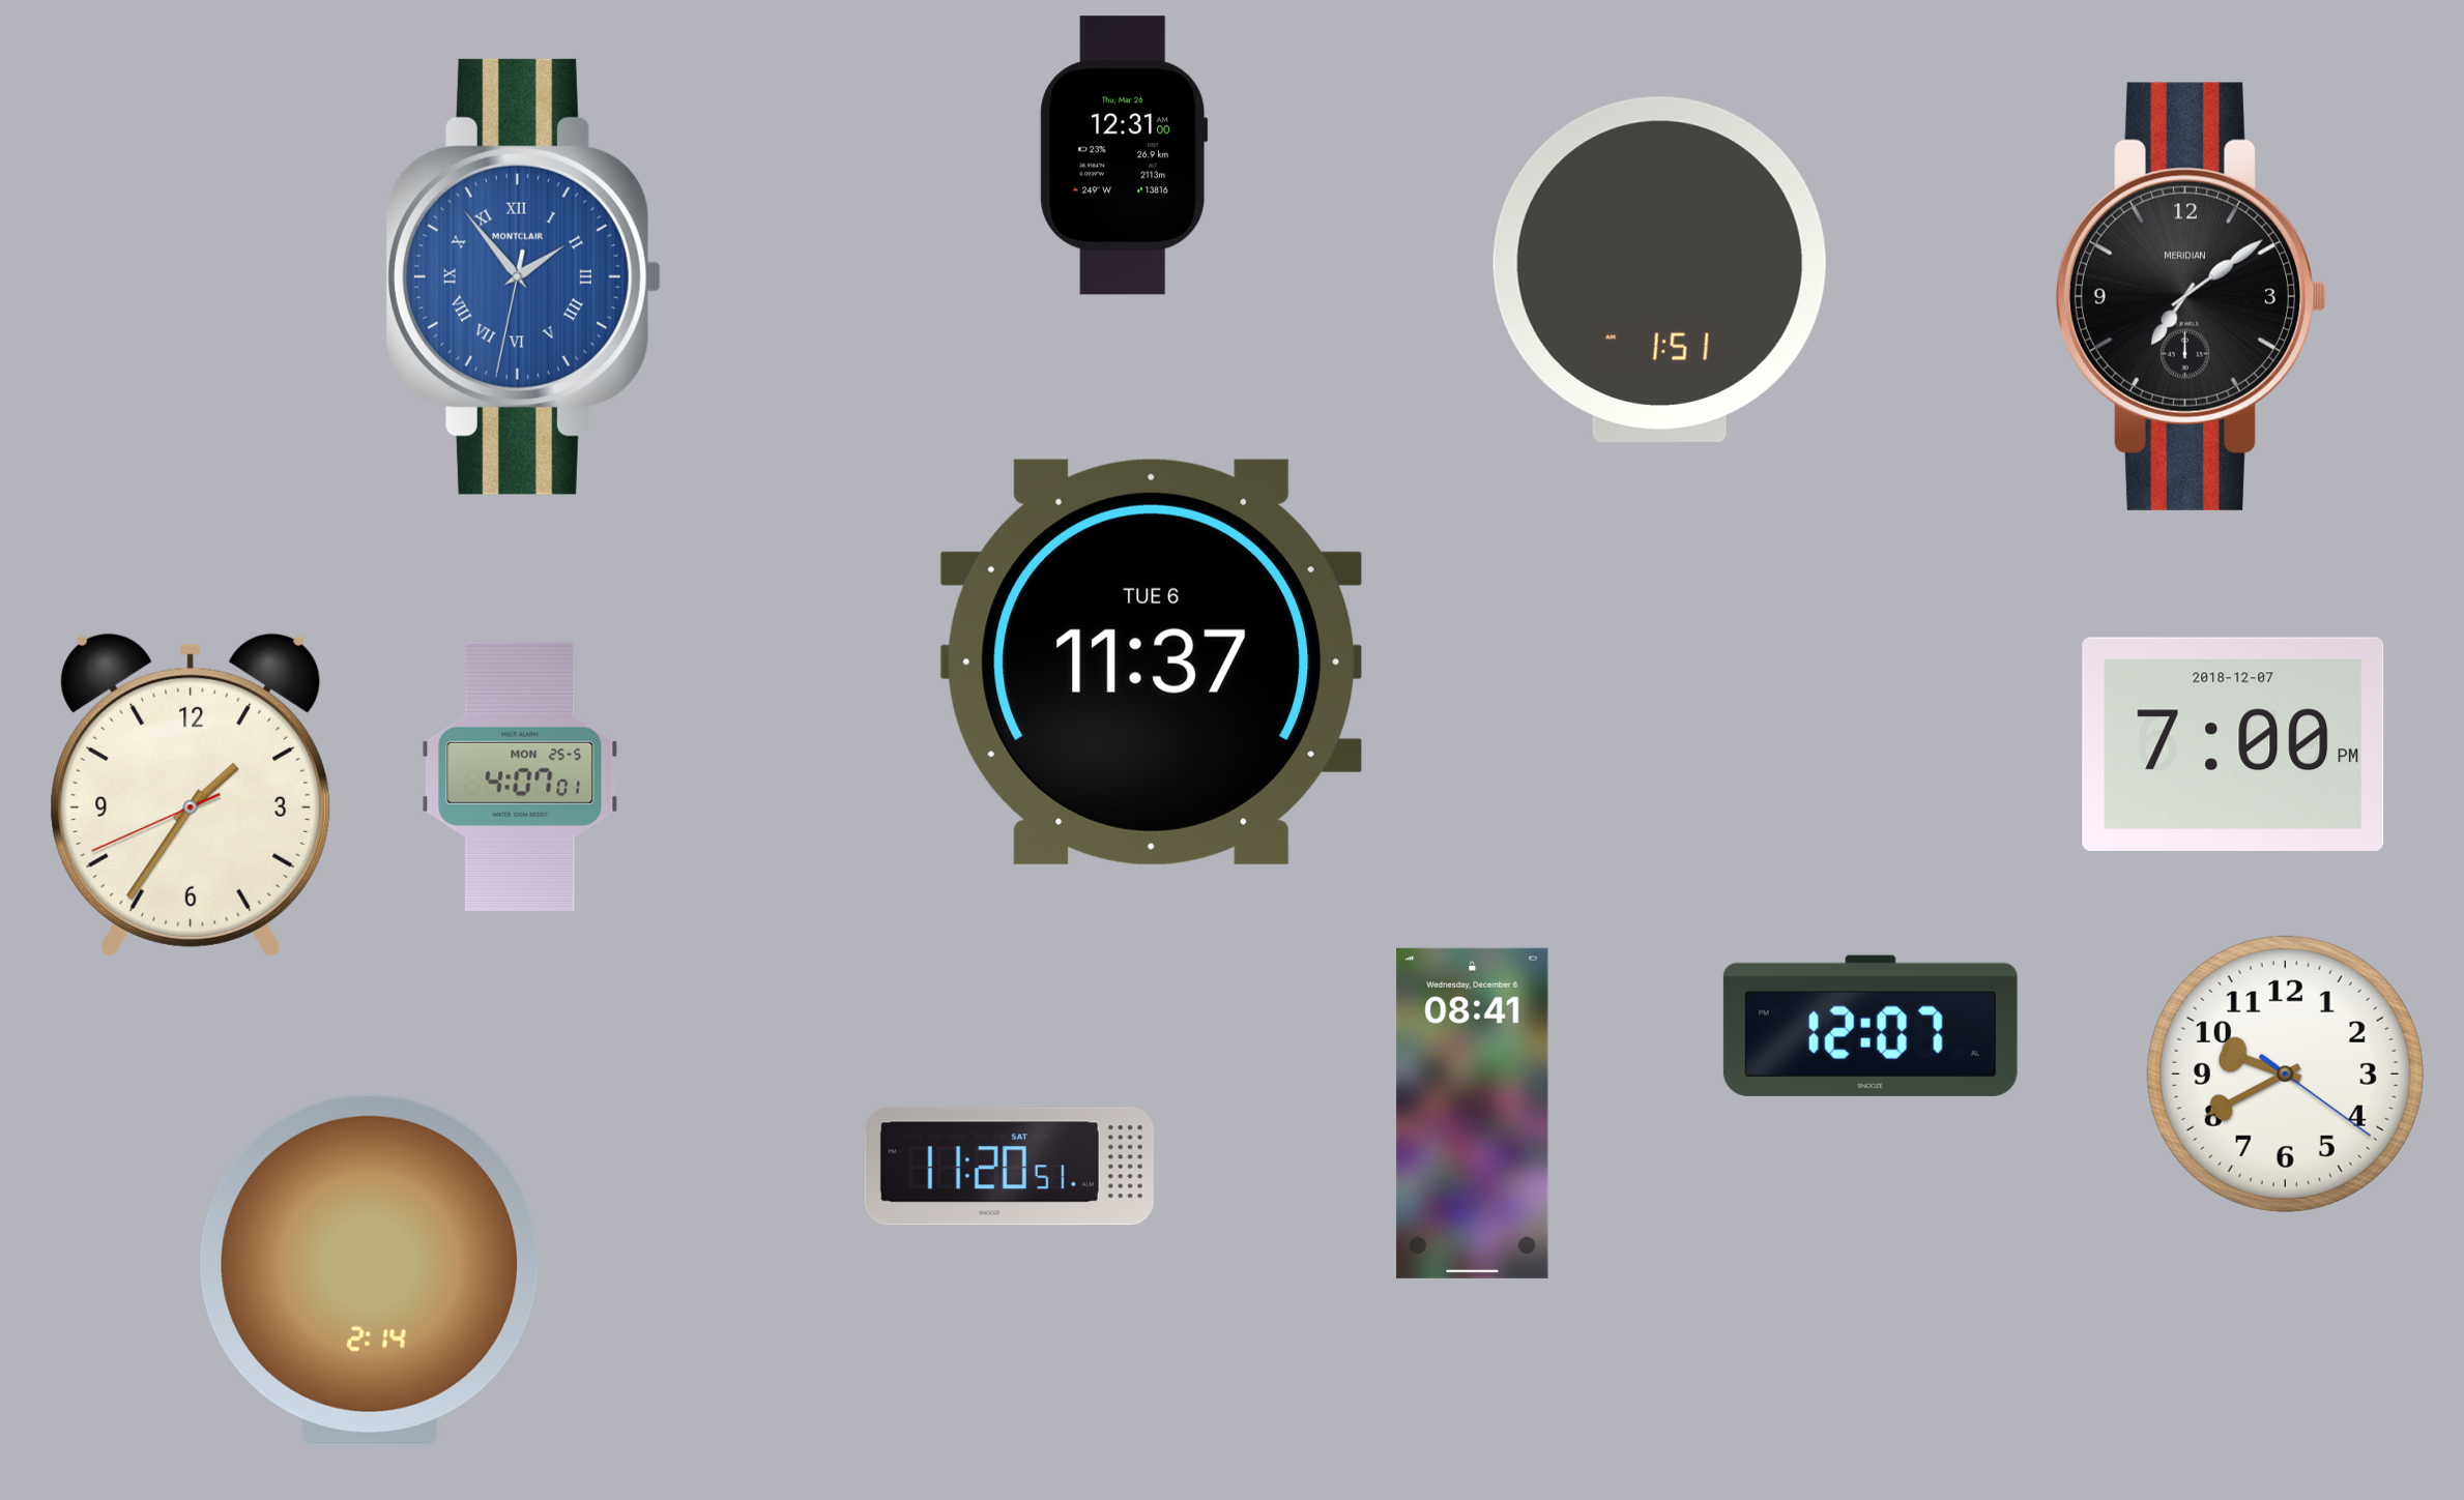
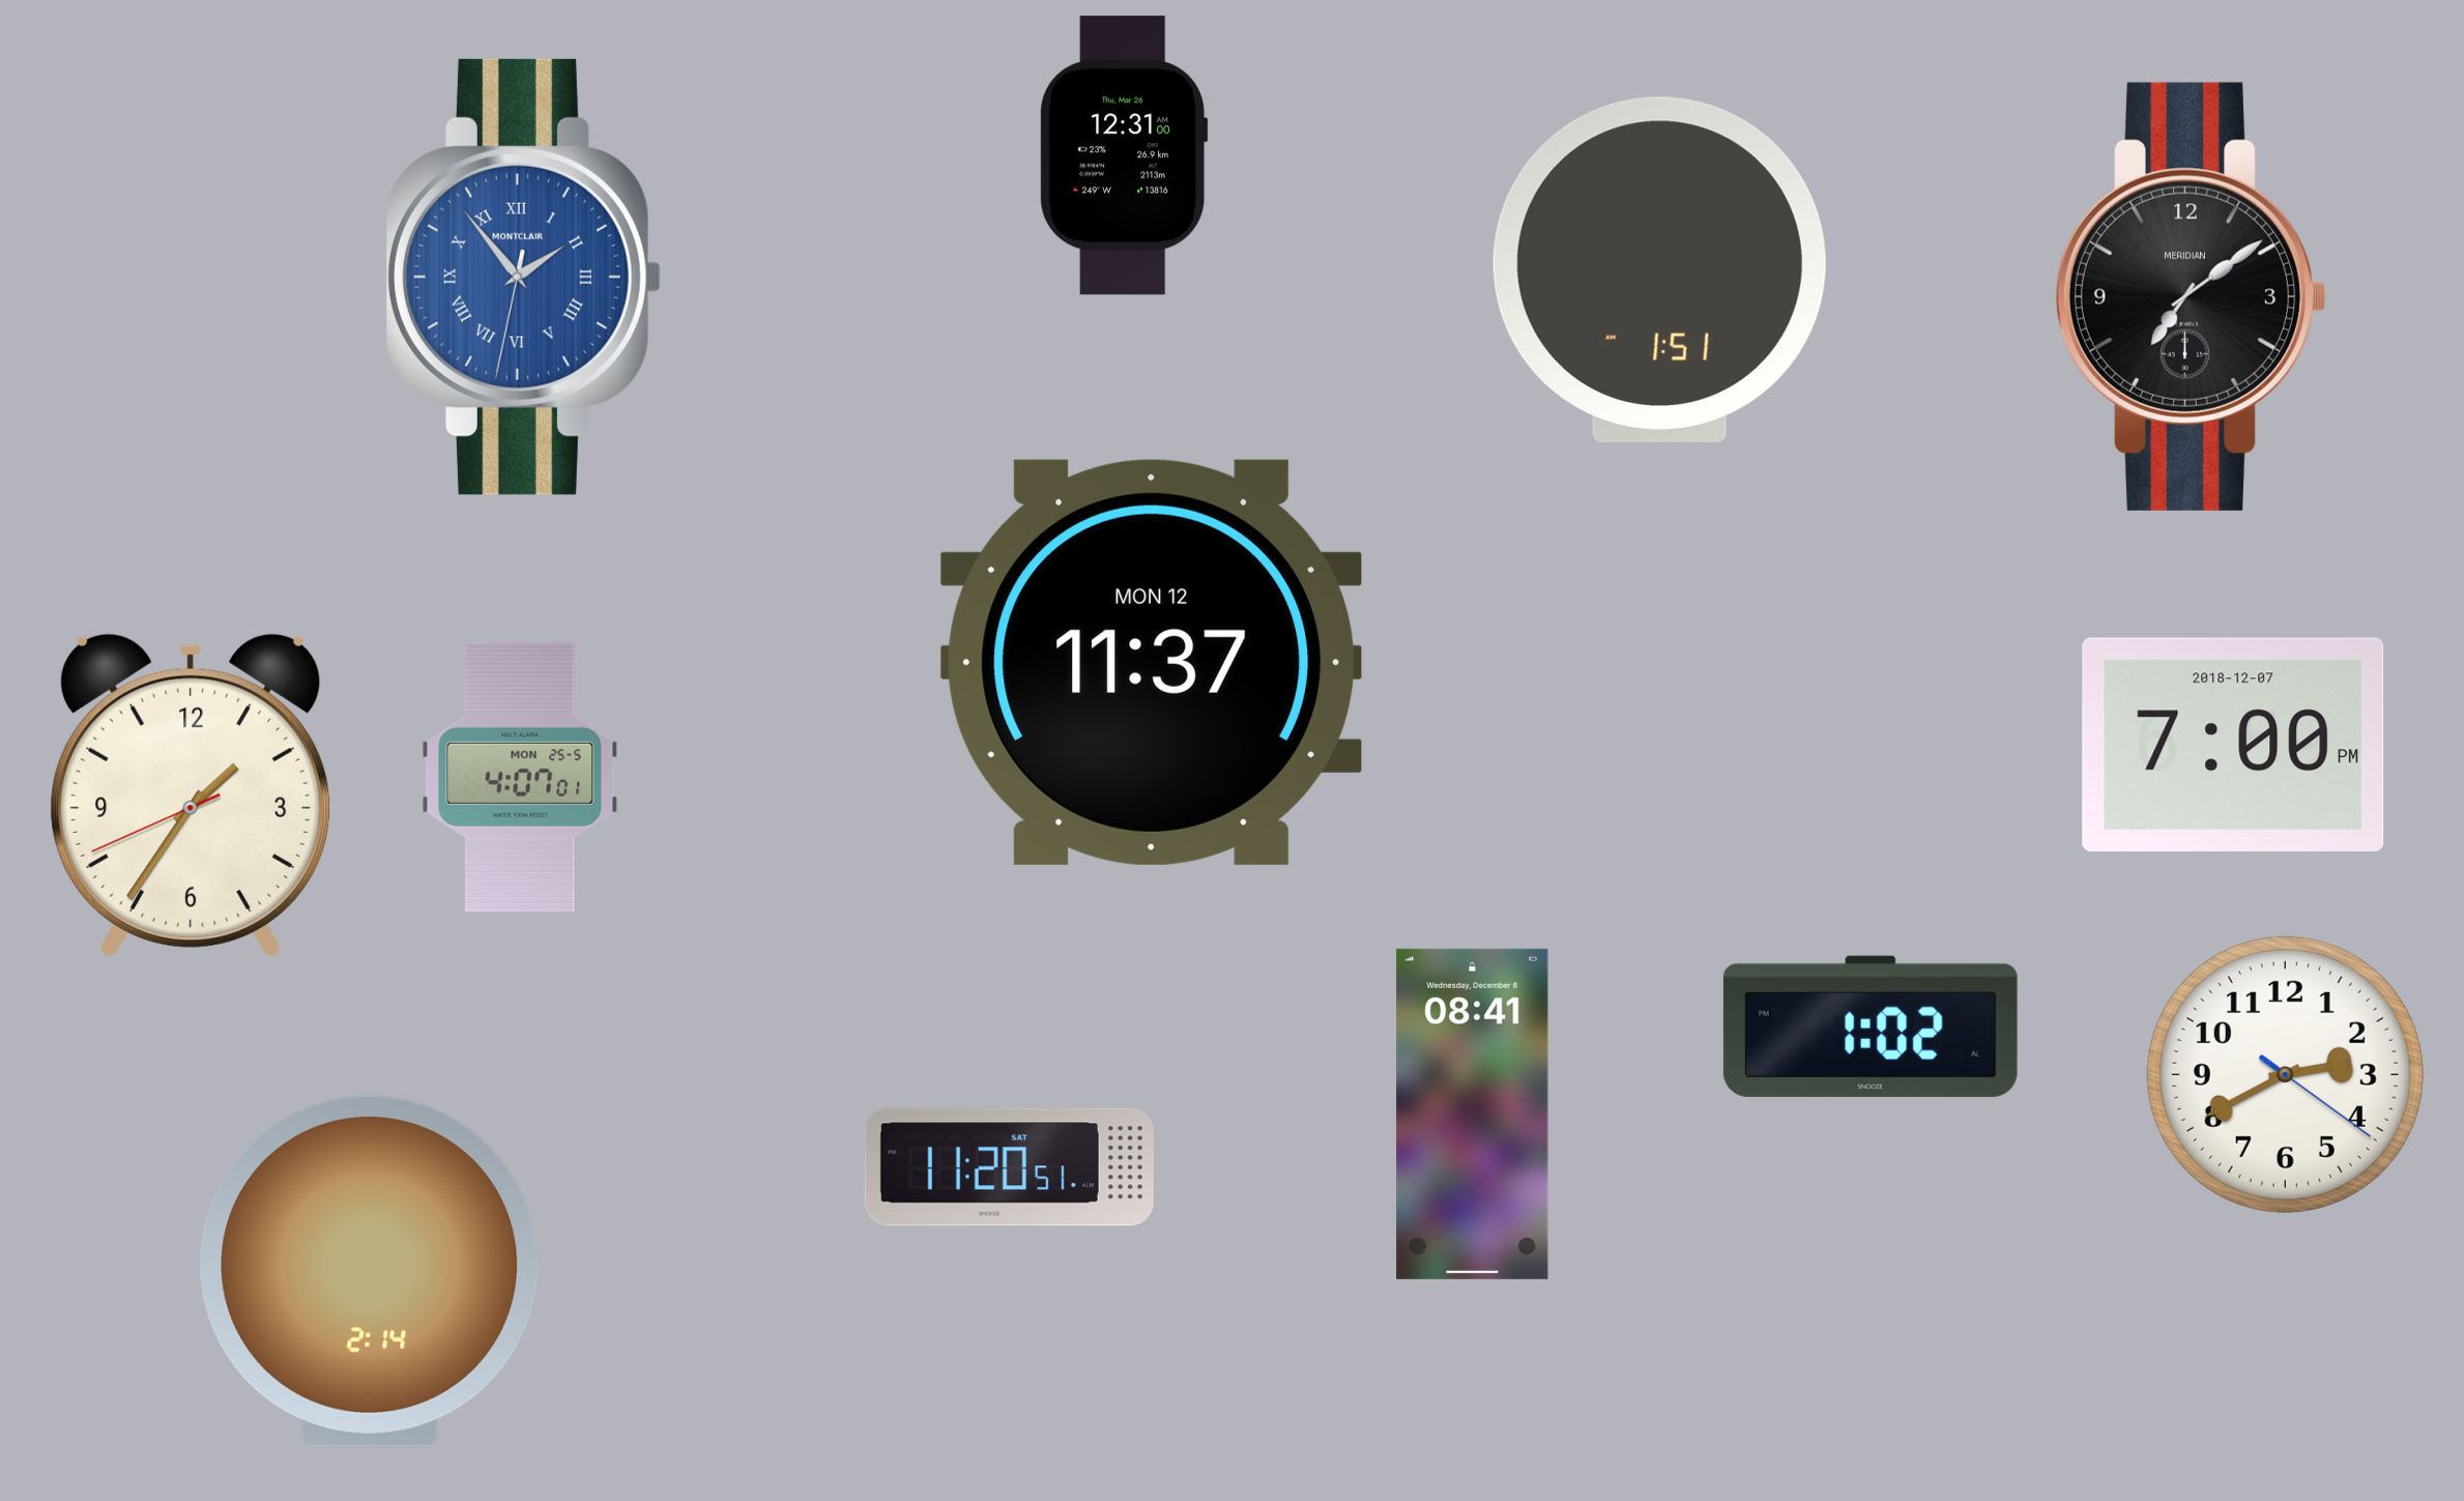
clock at (1152, 661) date: TUE 6 -> MON 12
clock at (1871, 1026): 12:07 -> 1:02
clock at (2285, 1073): 9:40 -> 2:40
